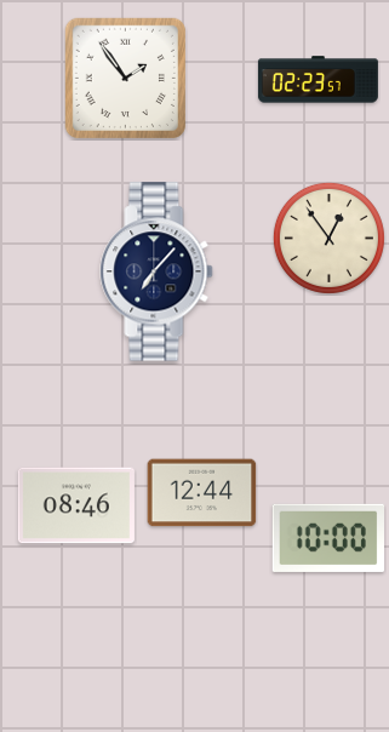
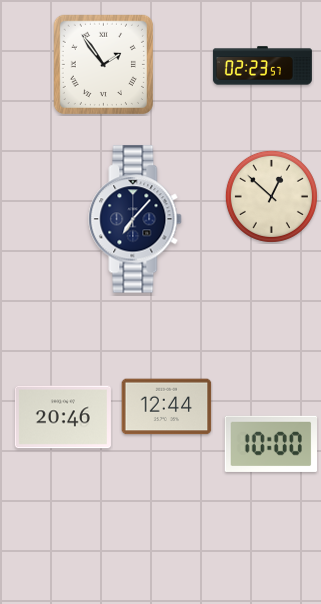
clock at (328, 238): 12:54 -> 12:52
clock at (156, 271) position: (156, 271) -> (135, 219)
clock at (76, 505): 08:46 -> 20:46
